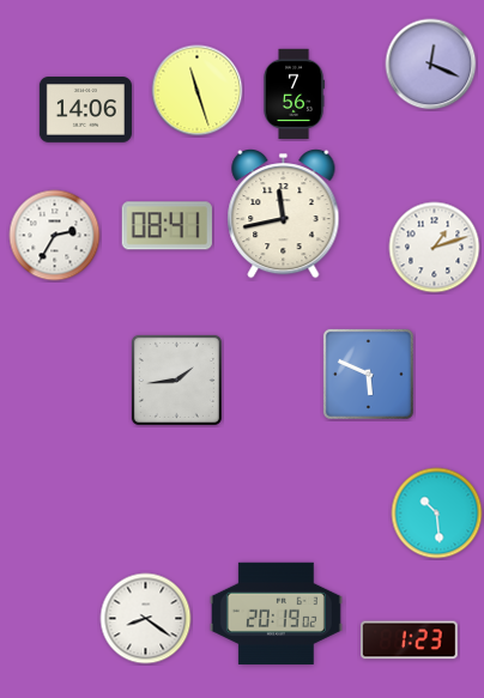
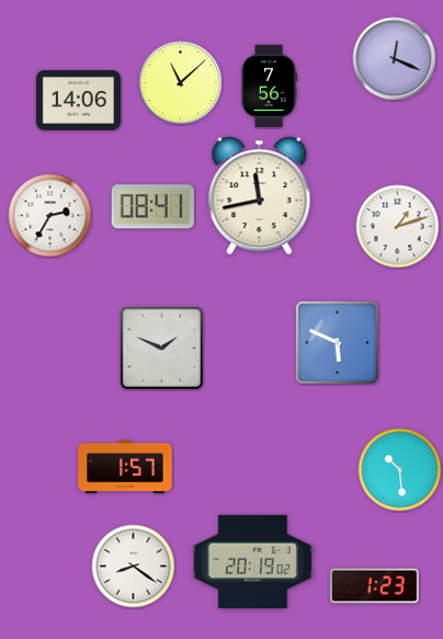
clock at (198, 91): 11:27 -> 11:08
clock at (176, 380): 1:44 -> 1:49
clock at (125, 467): none -> 1:57
